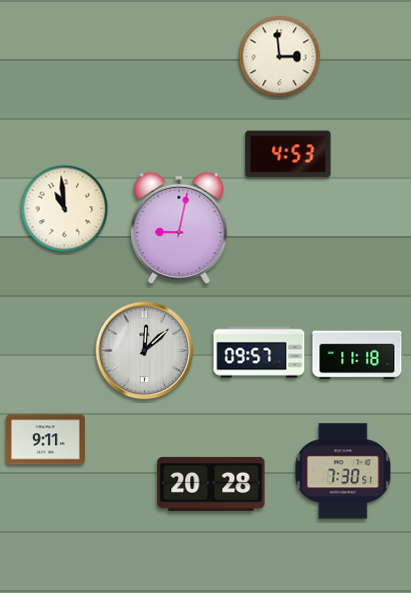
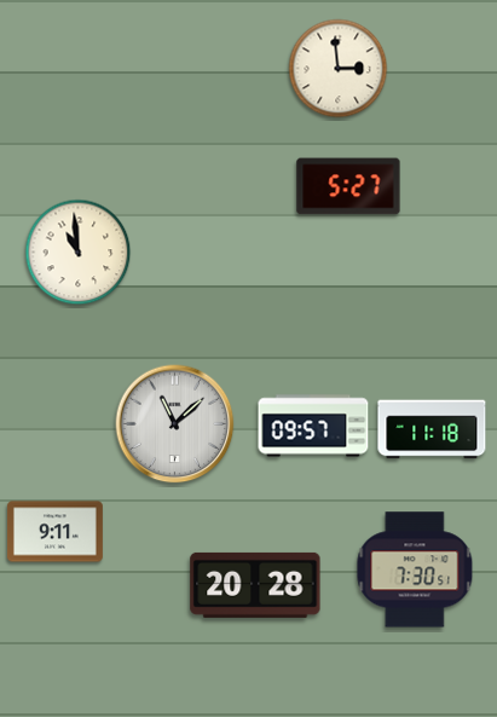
clock at (288, 154): 4:53 -> 5:27
clock at (179, 228): 9:02 -> none
clock at (145, 351): 12:08 -> 11:08
